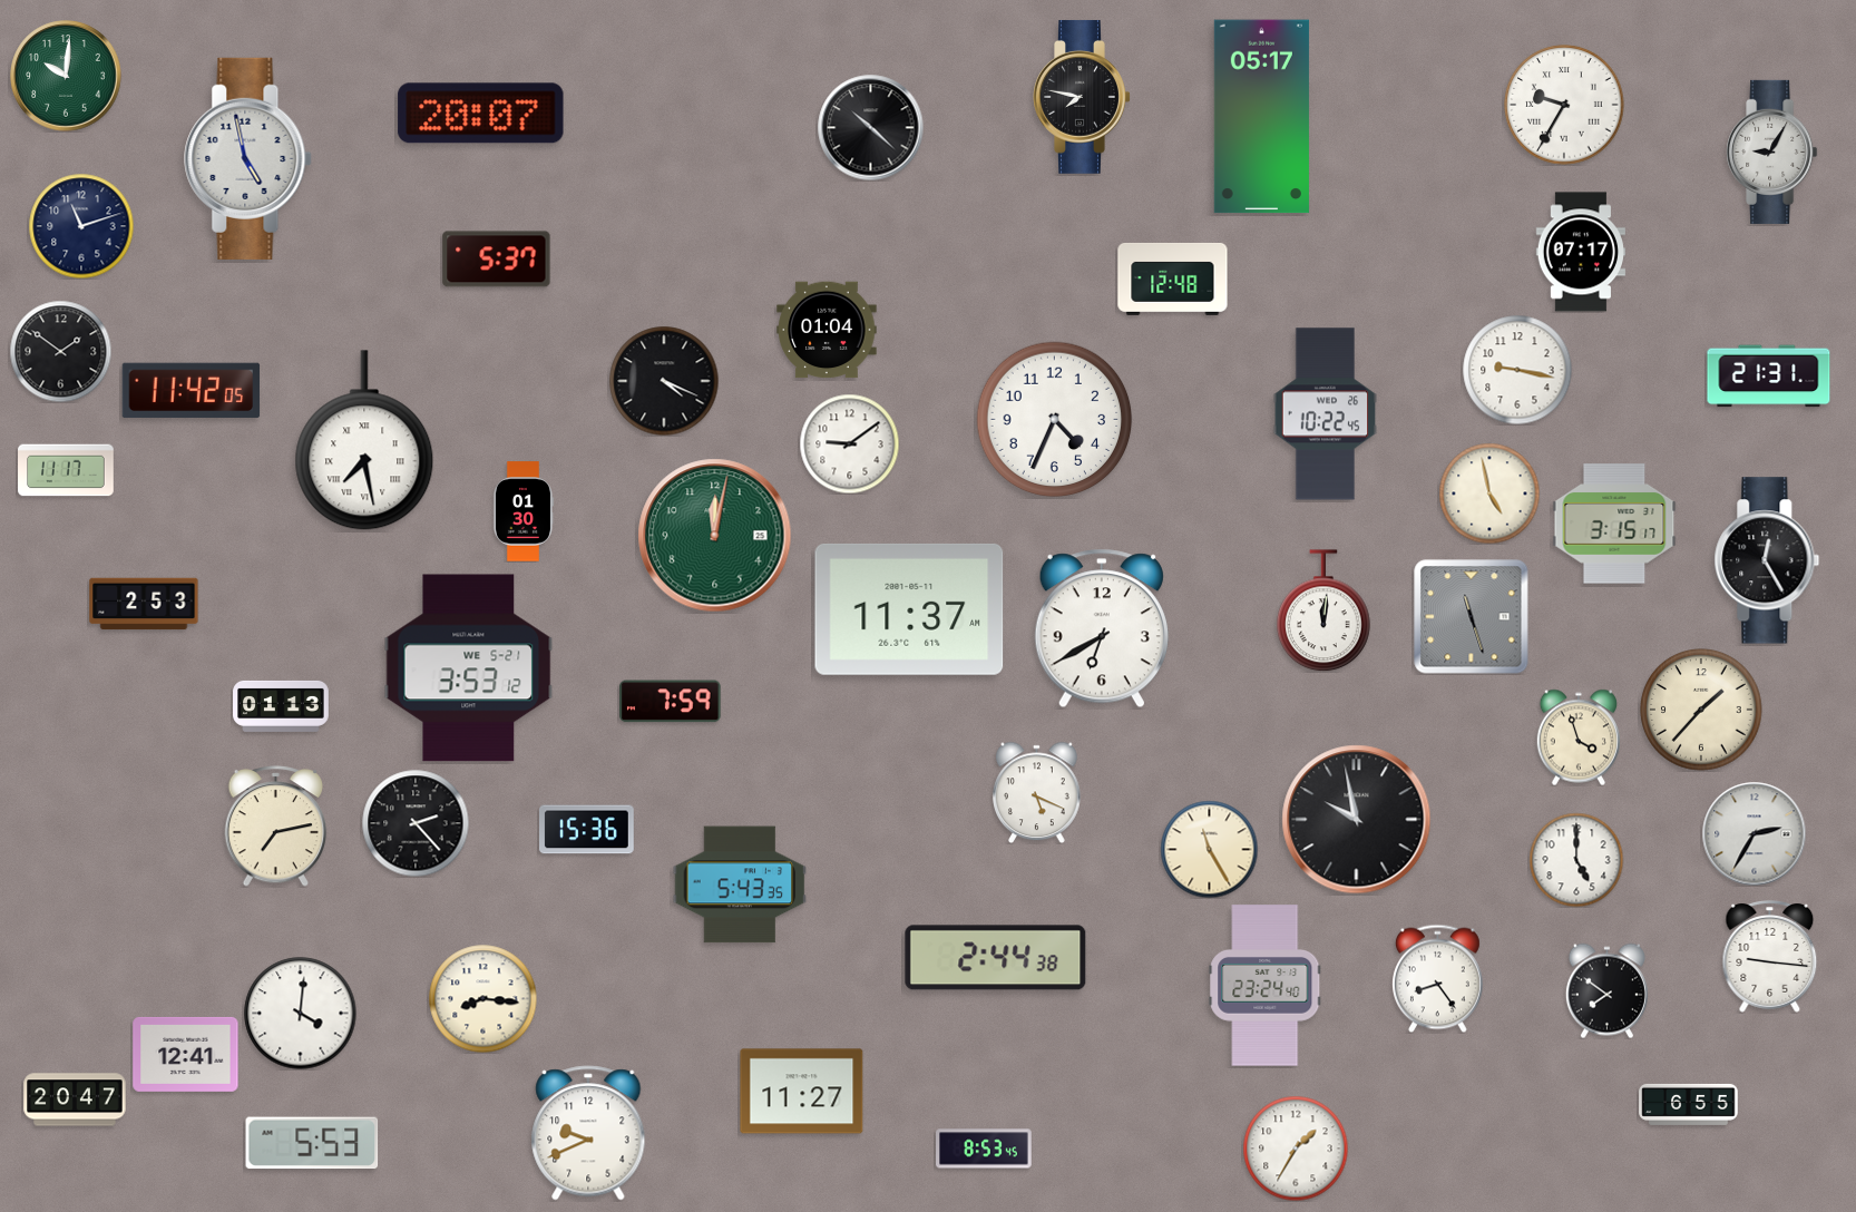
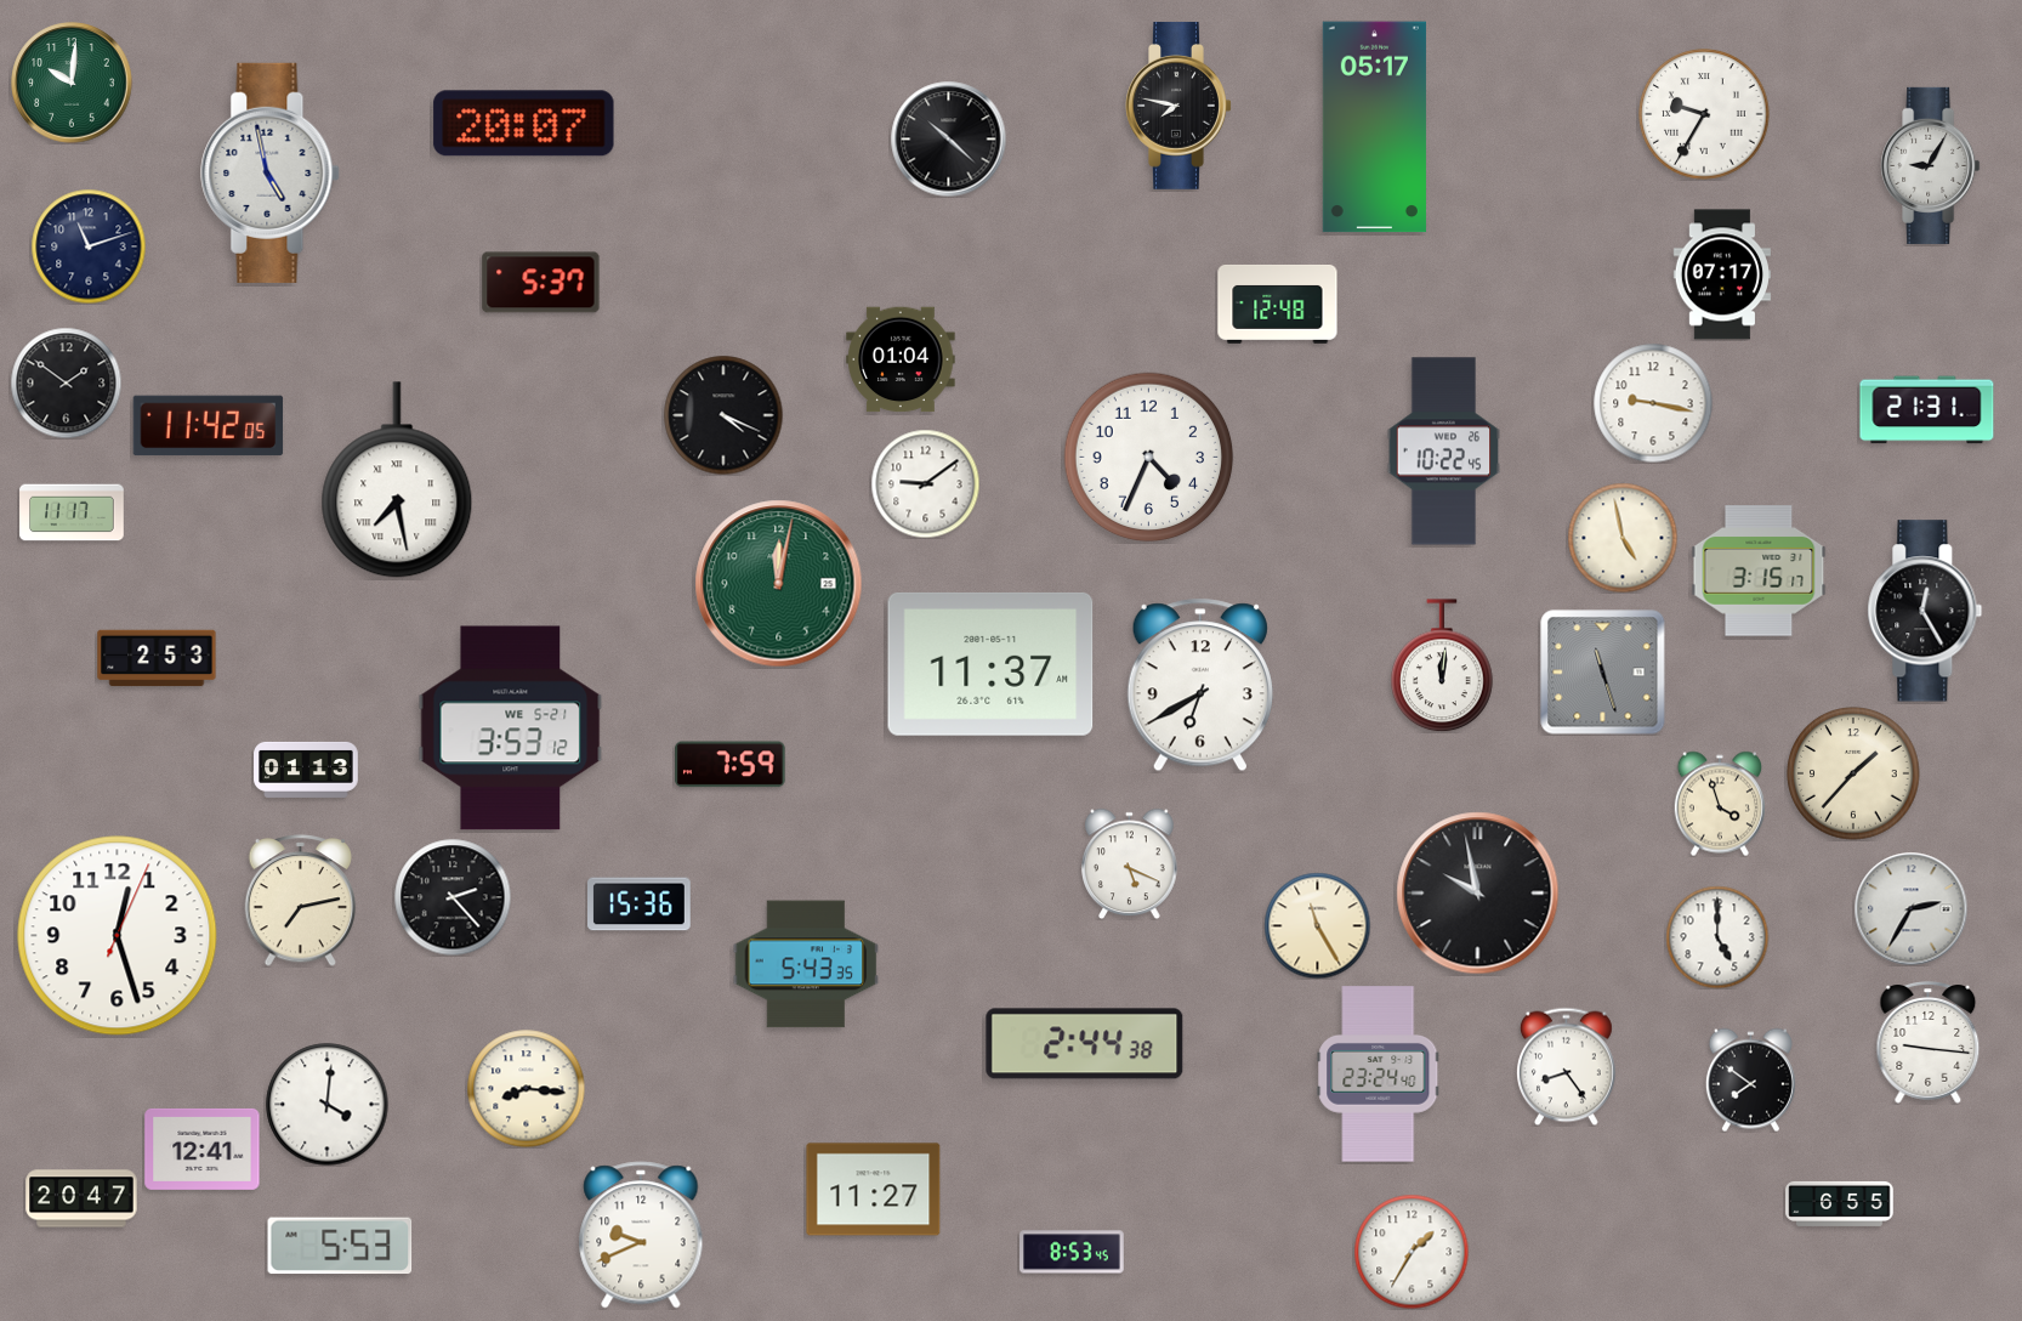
clock at (524, 511): 01:30 -> none
clock at (118, 936): none -> 12:27
